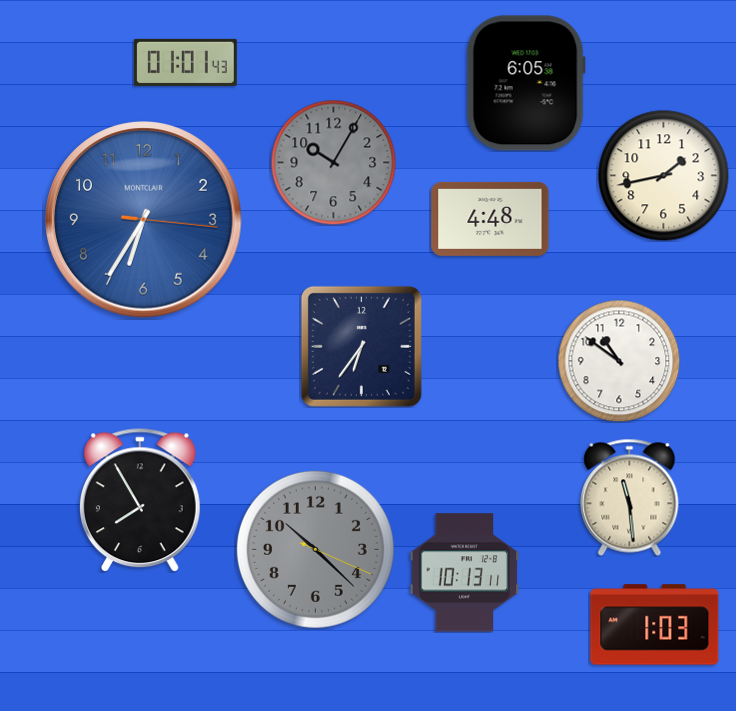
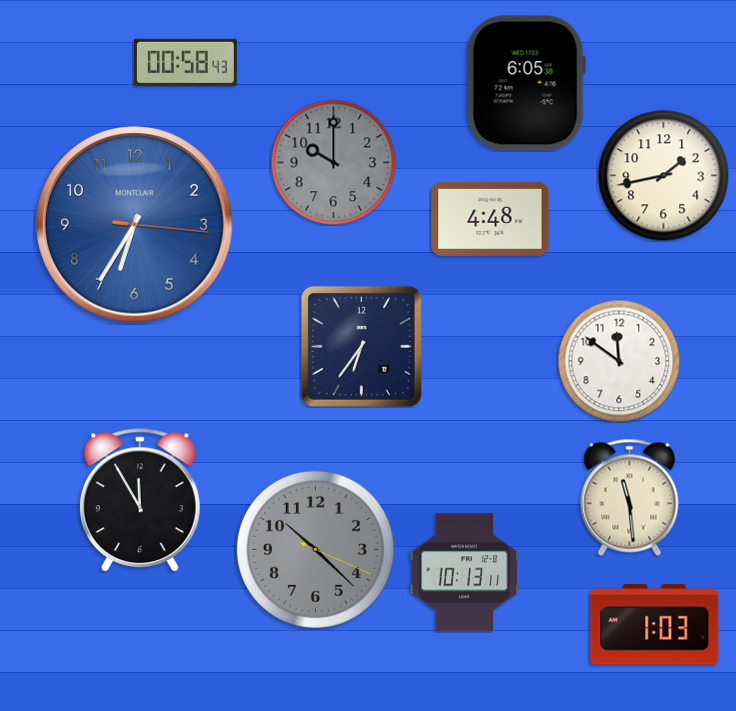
clock at (185, 62): 01:01 -> 00:58
clock at (333, 162): 10:05 -> 10:00
clock at (144, 220) position: (144, 220) -> (135, 225)
clock at (619, 361): 10:51 -> 11:51
clock at (140, 500): 7:55 -> 11:55
